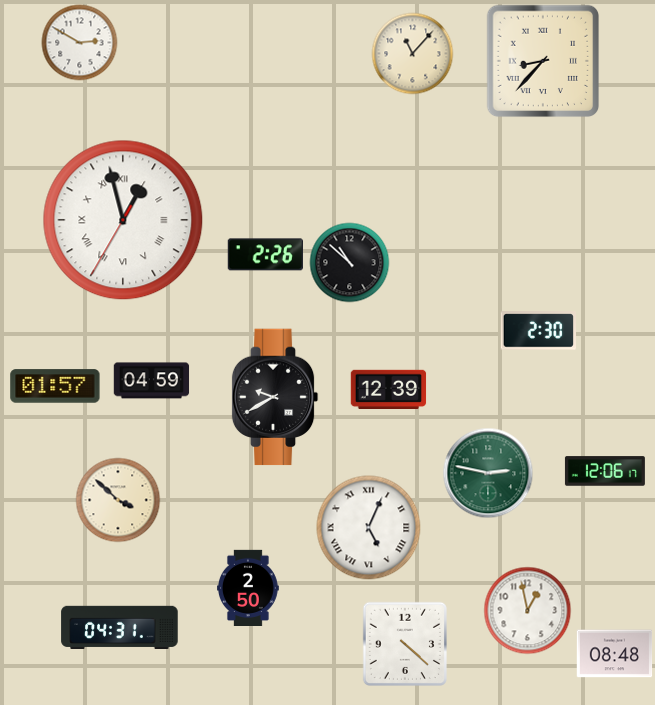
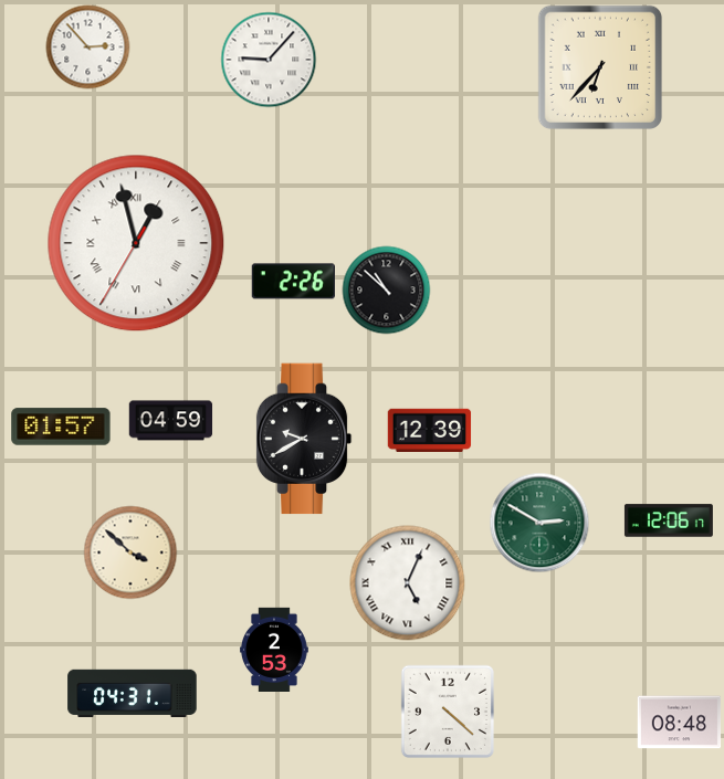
clock at (80, 43): 2:50 -> 2:53
clock at (269, 60): none -> 9:07
clock at (413, 54): 11:07 -> none
clock at (543, 61): 8:37 -> 6:37
clock at (538, 331): 2:30 -> none
clock at (152, 381) position: (152, 381) -> (171, 421)
clock at (488, 473): 2:47 -> 2:50
clock at (249, 587): 2:50 -> 2:53
clock at (528, 611): 12:58 -> none
